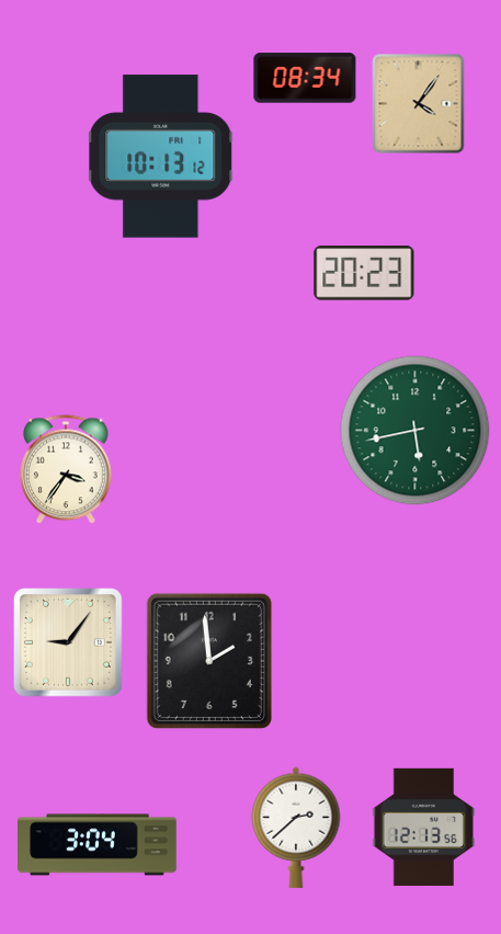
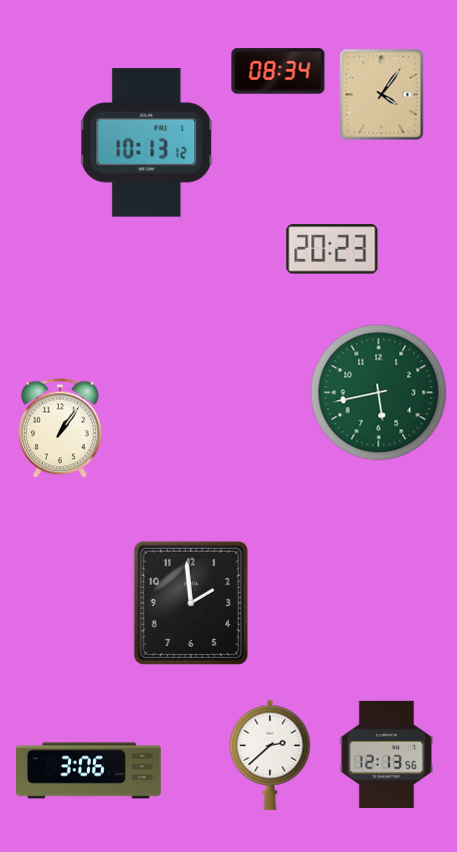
clock at (66, 469): 3:36 -> 1:06
clock at (69, 643): 9:06 -> none
clock at (98, 845): 3:04 -> 3:06
